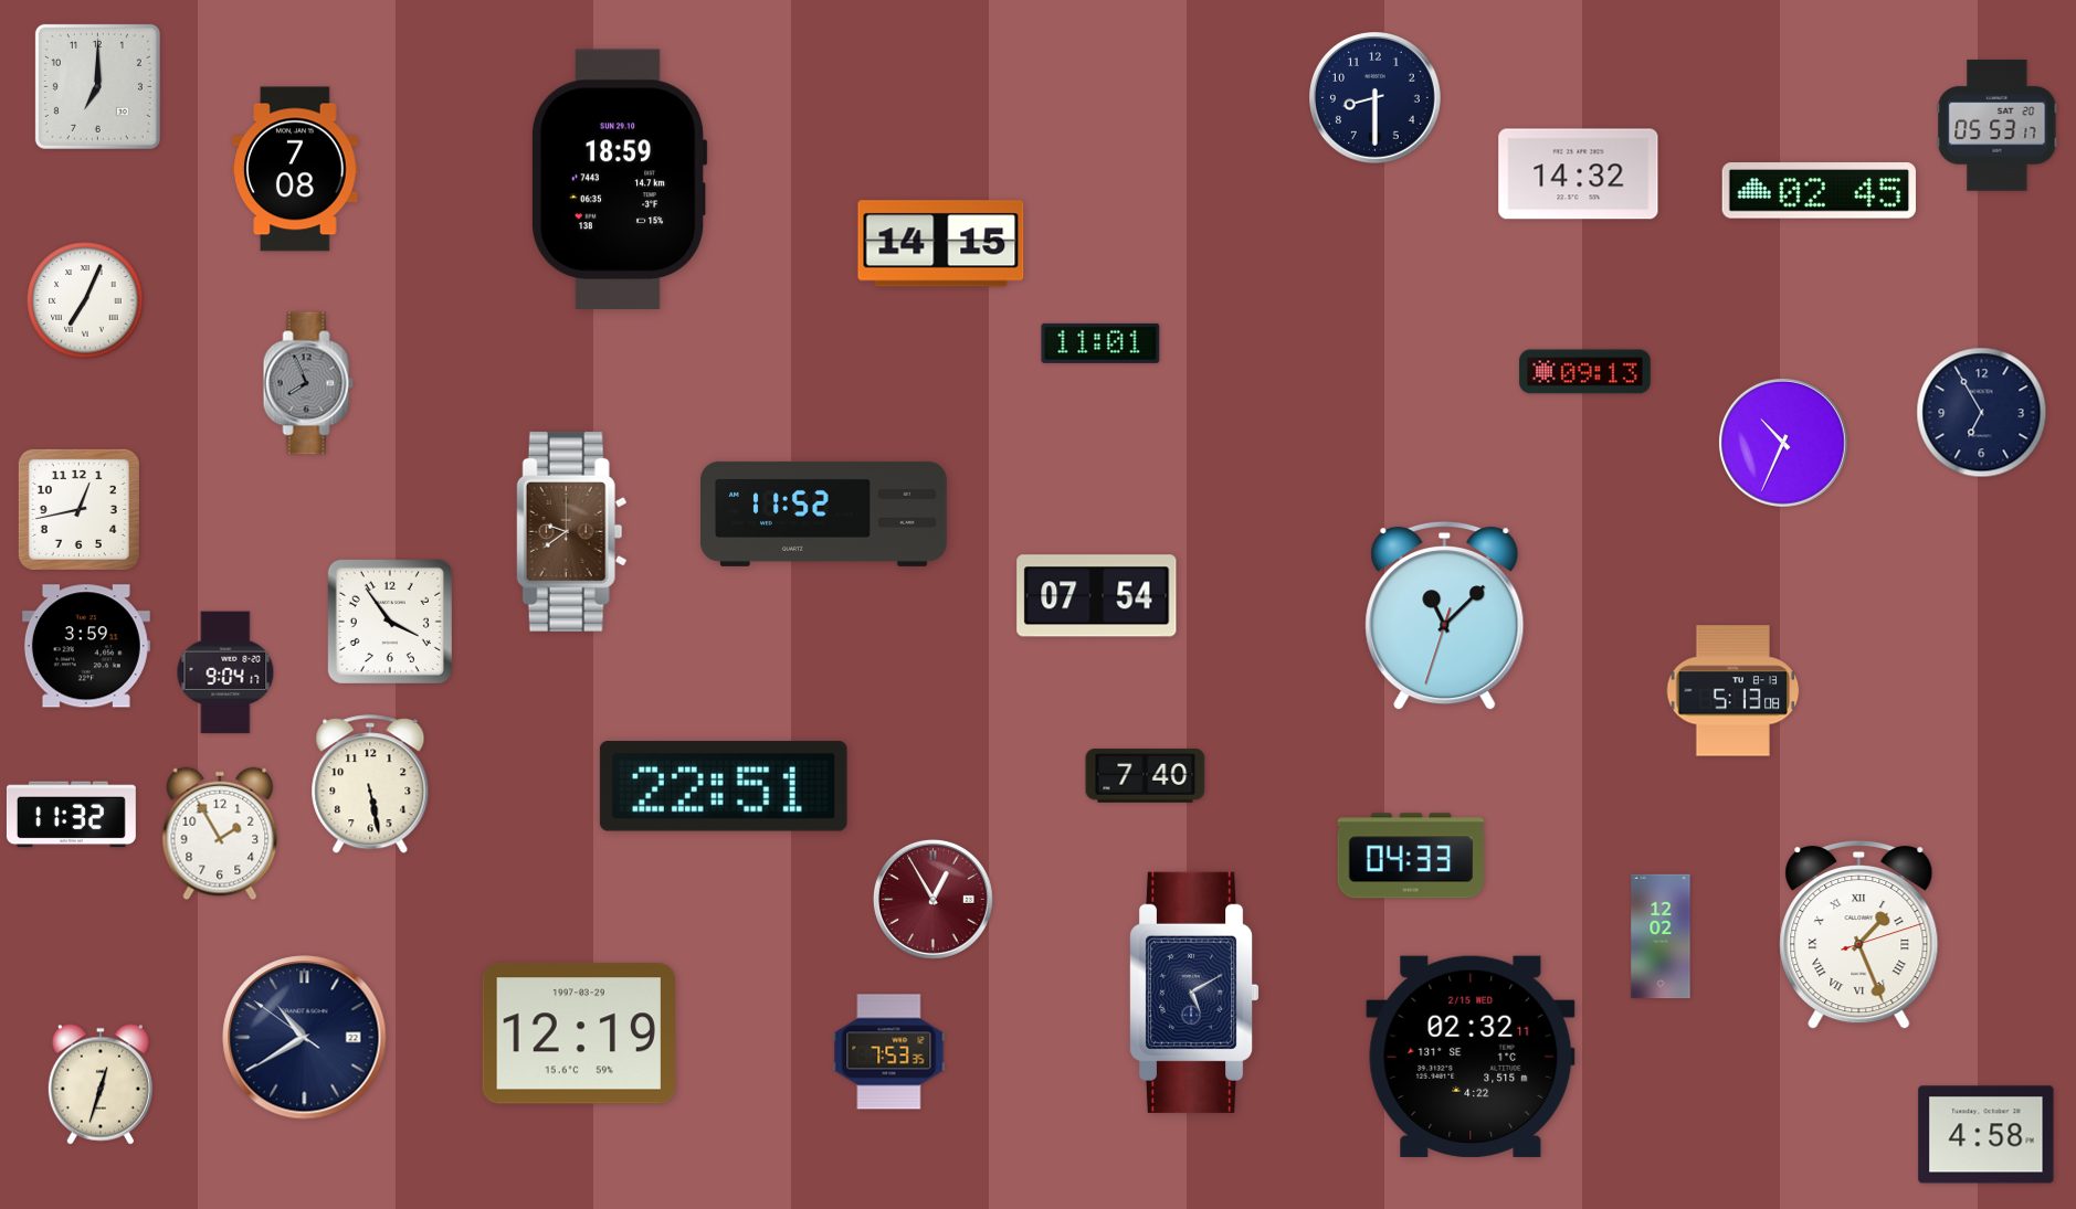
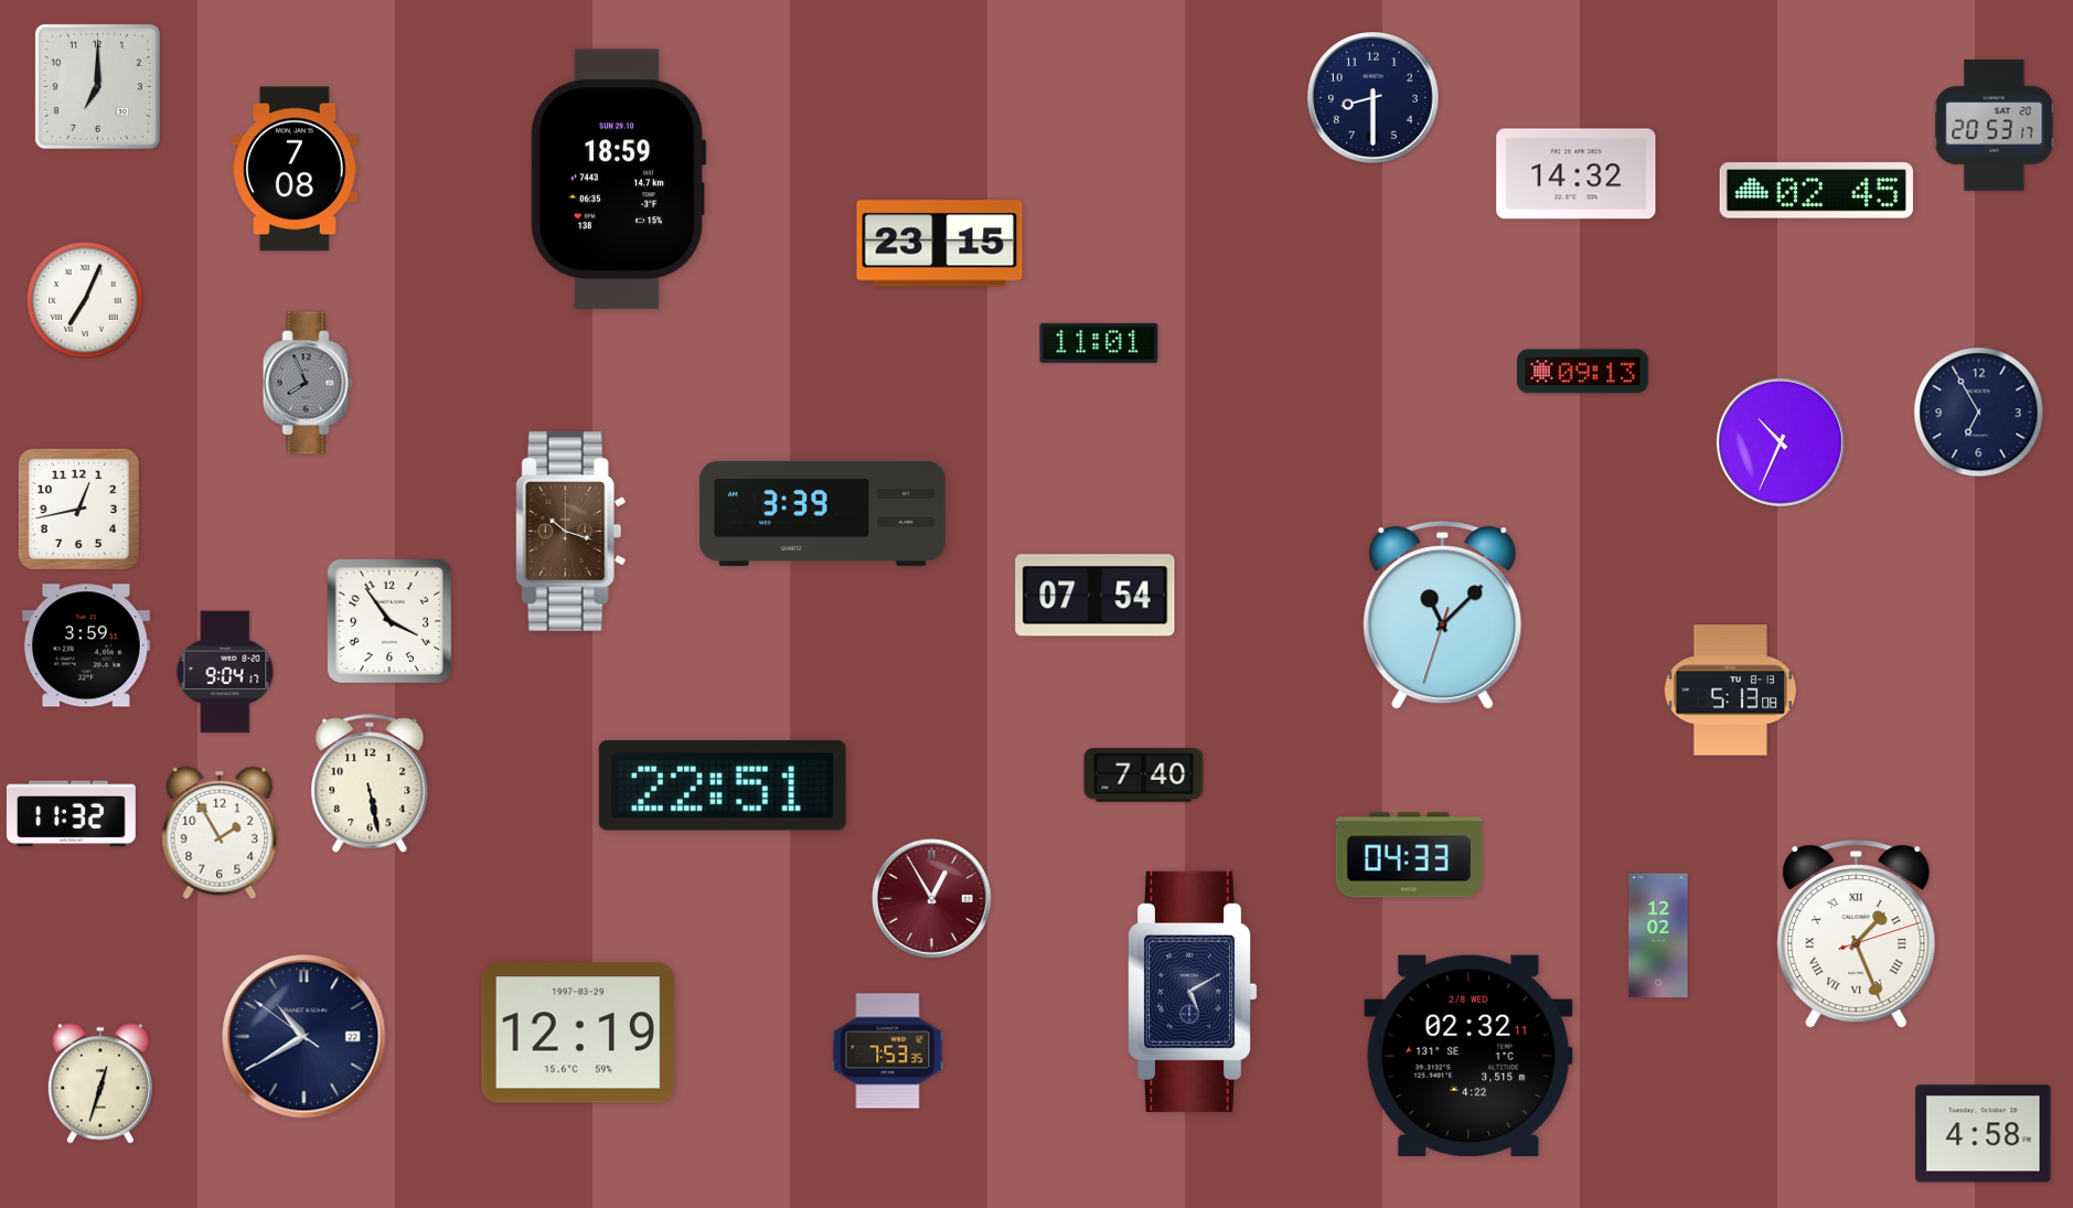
clock at (1998, 126): 05:53 -> 20:53
clock at (941, 244): 14:15 -> 23:15
clock at (824, 513): 11:52 -> 3:39
clock at (571, 531): 9:39 -> 10:18
clock at (1471, 1057) date: 2/15 WED -> 2/8 WED
